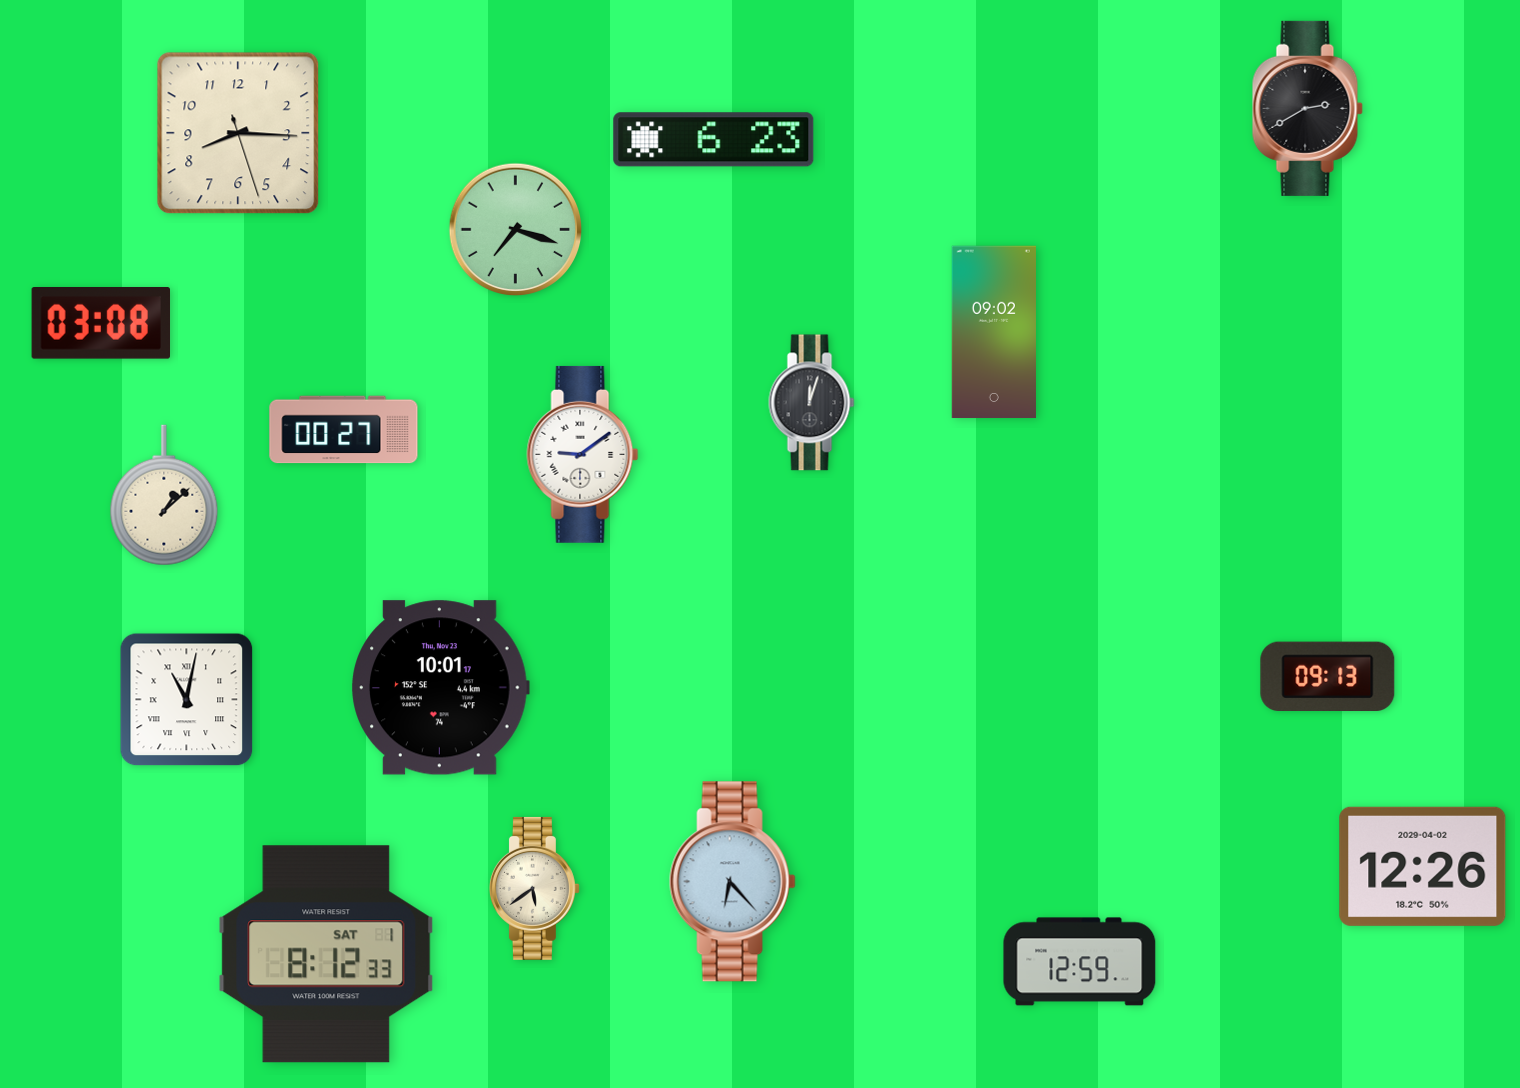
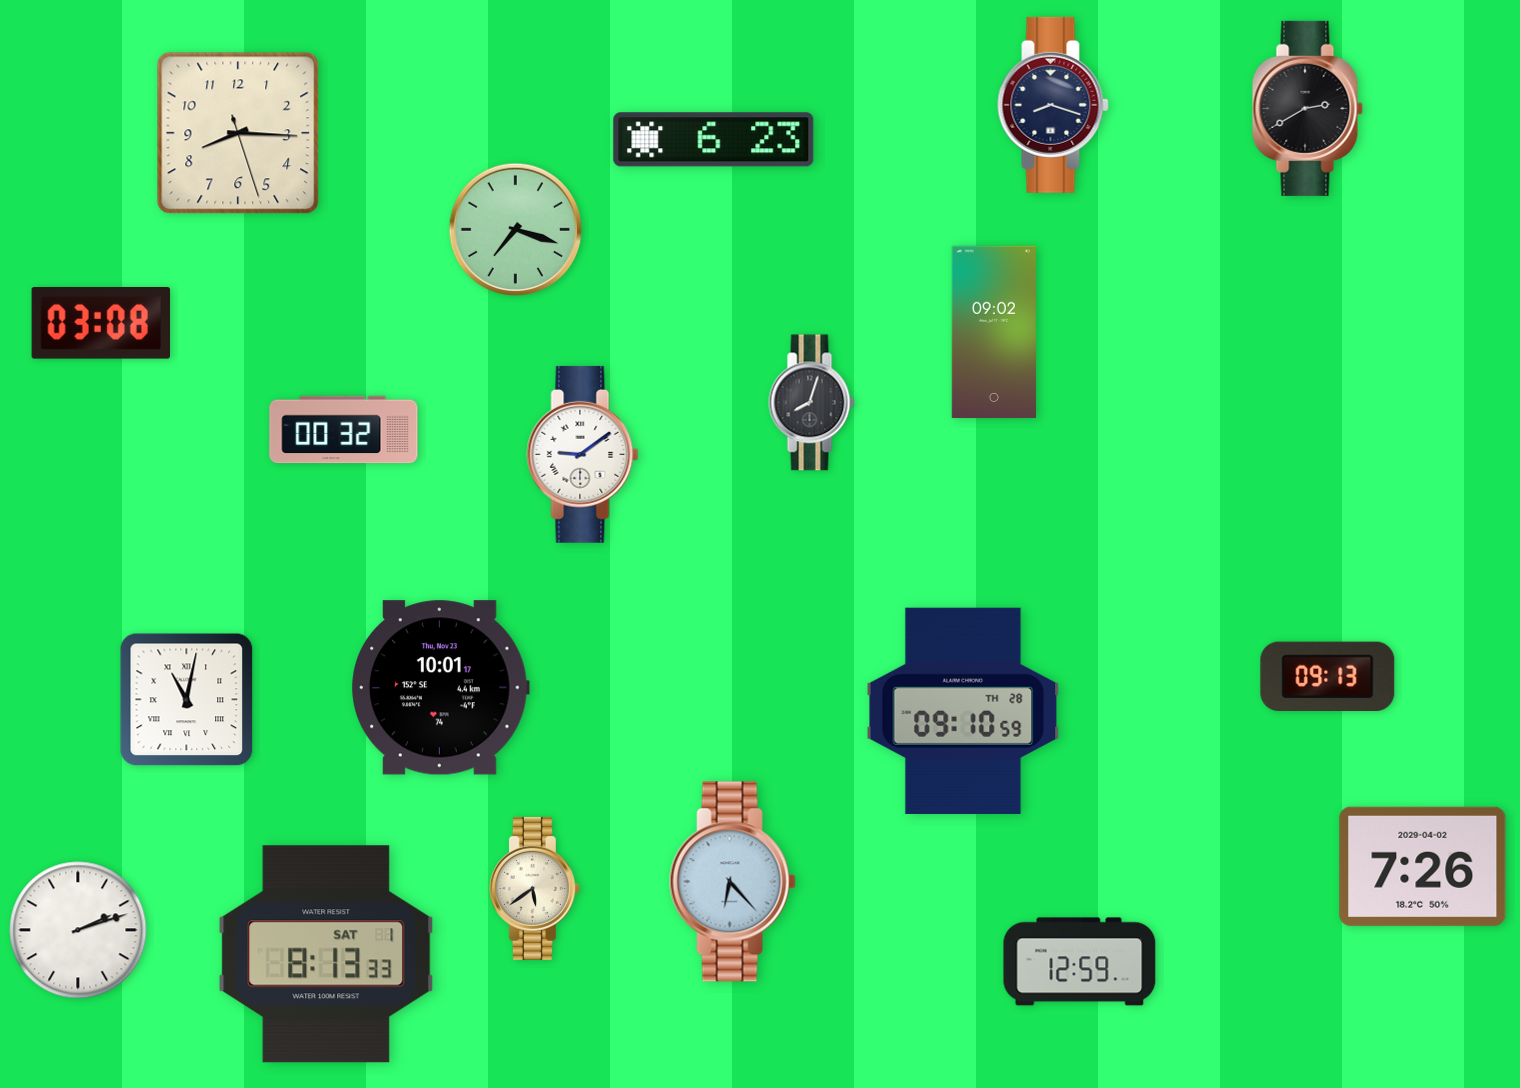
clock at (1053, 105): none -> 8:18
clock at (812, 403): 12:03 -> 8:03
clock at (344, 430): 00:27 -> 00:32
clock at (164, 495): 1:08 -> none
clock at (963, 711): none -> 09:10
clock at (1423, 866): 12:26 -> 7:26
clock at (78, 930): none -> 2:12
clock at (326, 954): 8:12 -> 8:13
